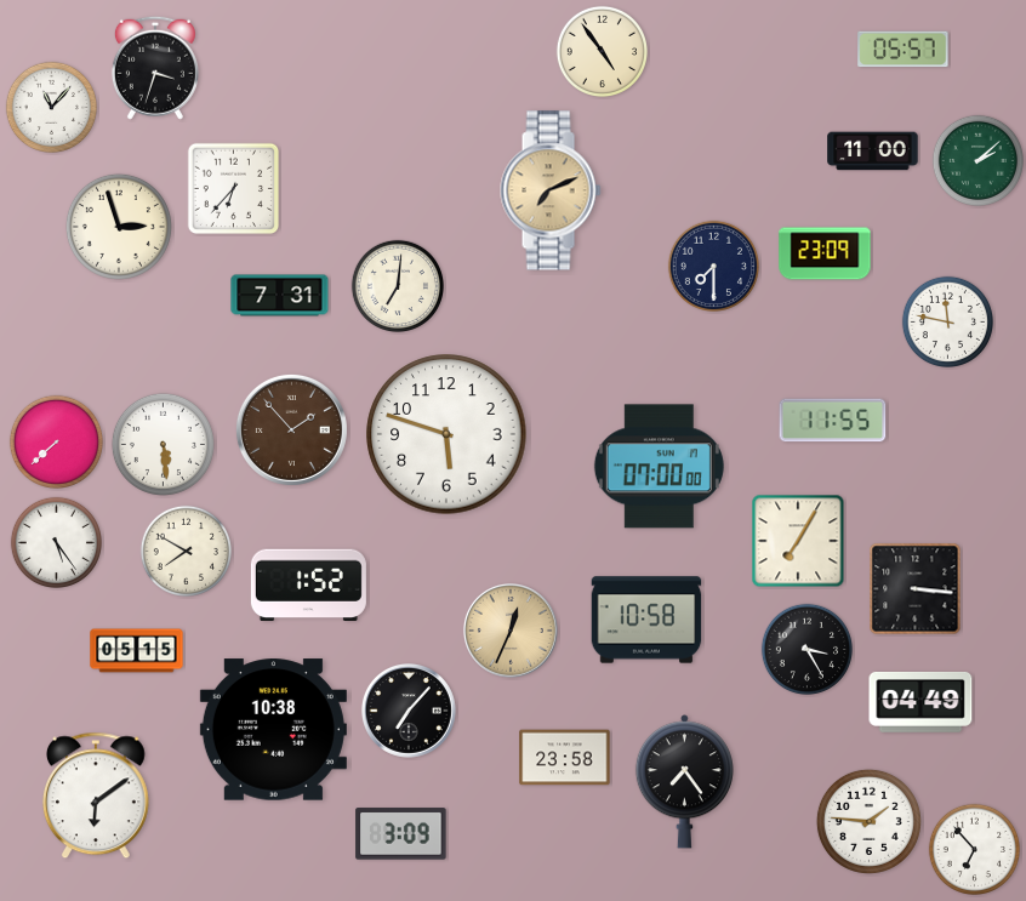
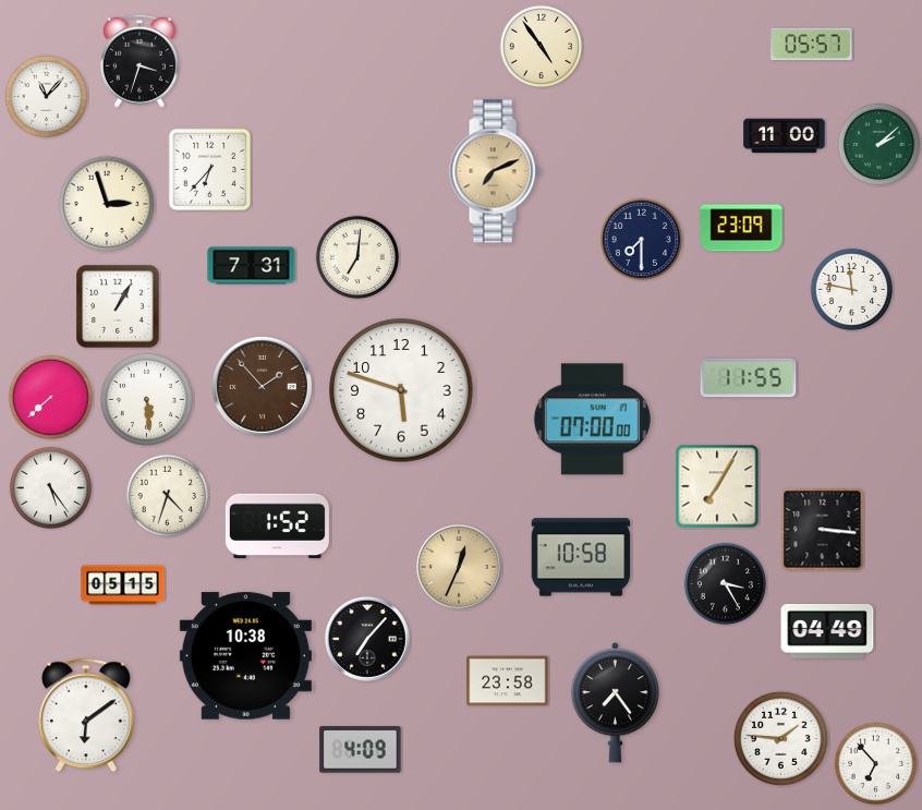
clock at (118, 306): none -> 1:05
clock at (186, 551): 7:50 -> 4:33
clock at (401, 834): 3:09 -> 4:09
